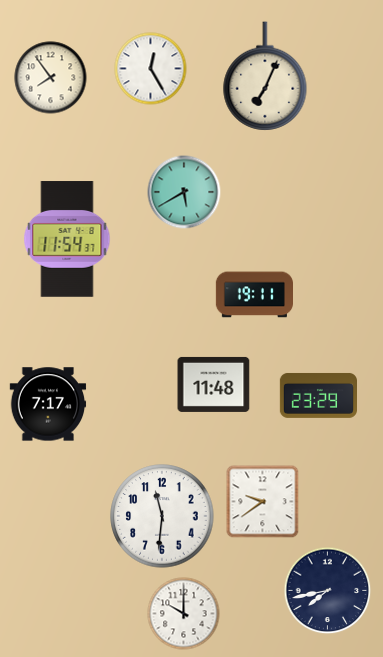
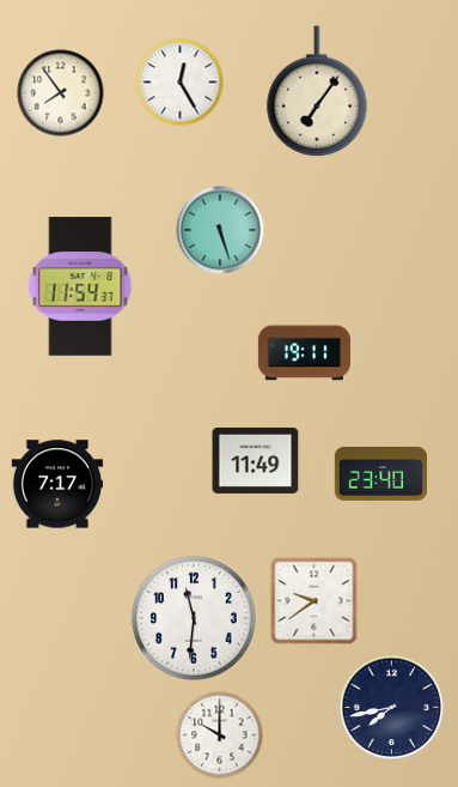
clock at (265, 76): 7:04 -> 7:06
clock at (184, 192): 5:40 -> 5:27
clock at (214, 384): 11:48 -> 11:49
clock at (318, 395): 23:29 -> 23:40
